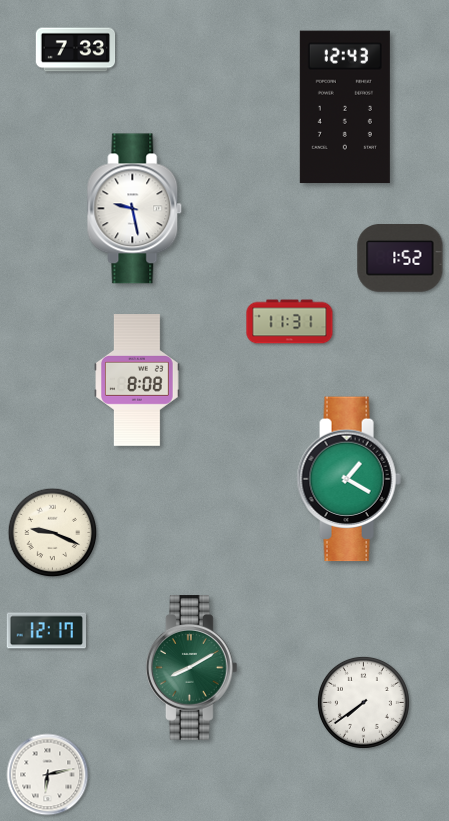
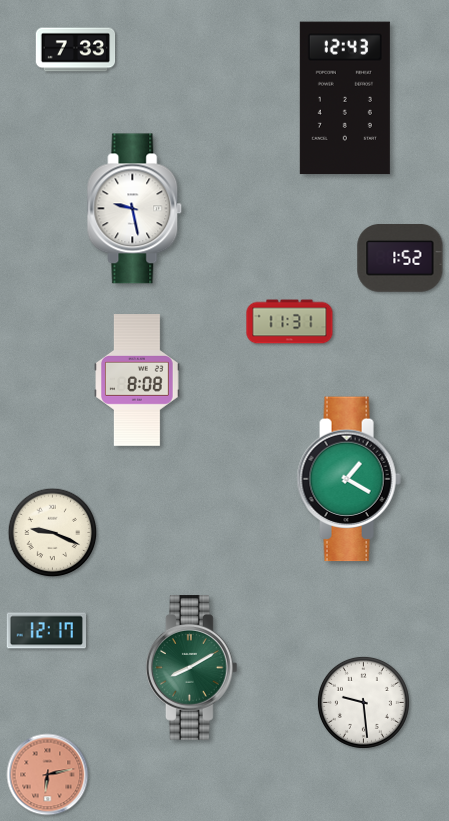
clock at (345, 107) position: (345, 107) -> (345, 98)
clock at (363, 702): 7:39 -> 9:29
clock at (48, 775) dial: white -> salmon
